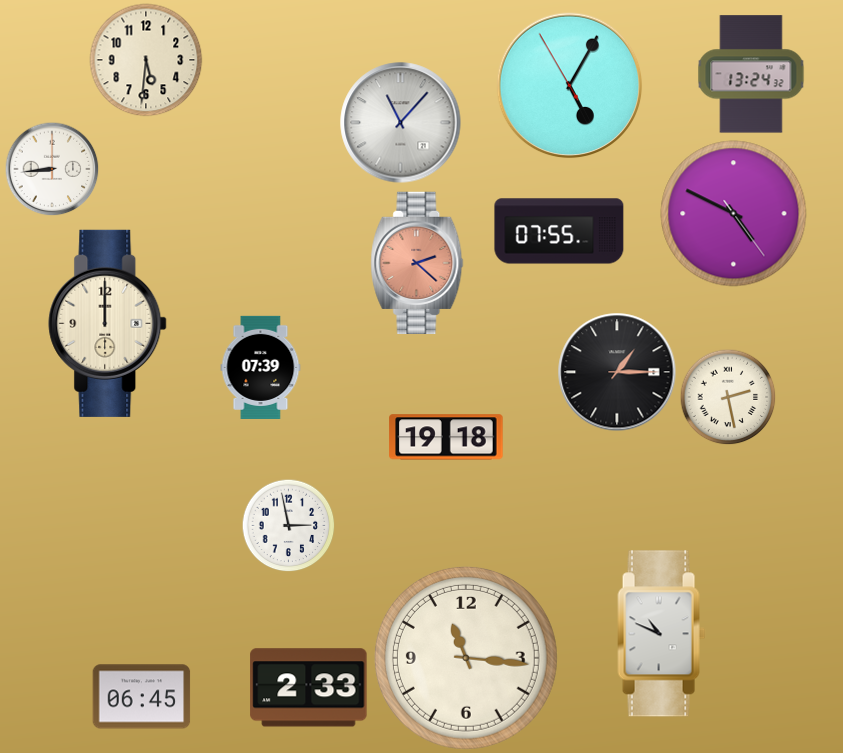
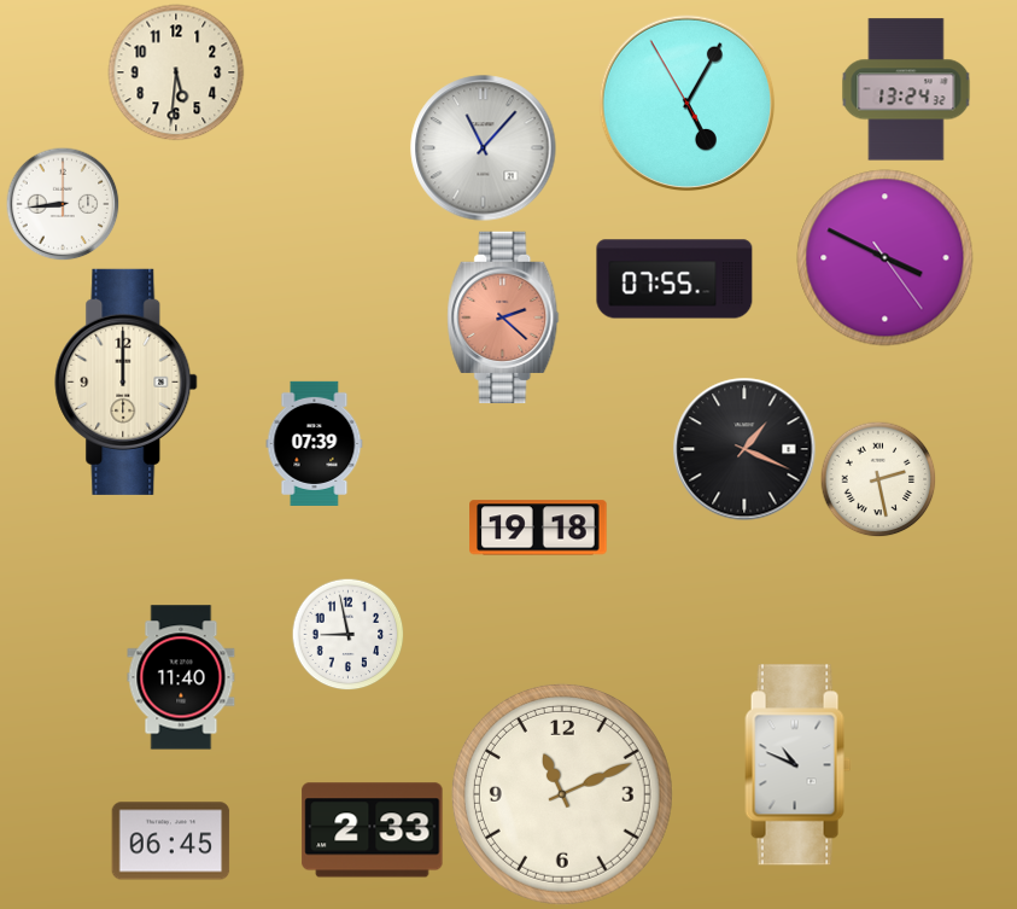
clock at (734, 214): 4:49 -> 3:49
clock at (108, 323) position: (108, 323) -> (127, 381)
clock at (617, 372): 1:15 -> 1:19
clock at (288, 525): 2:58 -> 8:58
clock at (181, 677): none -> 11:40
clock at (466, 658): 11:16 -> 11:11
